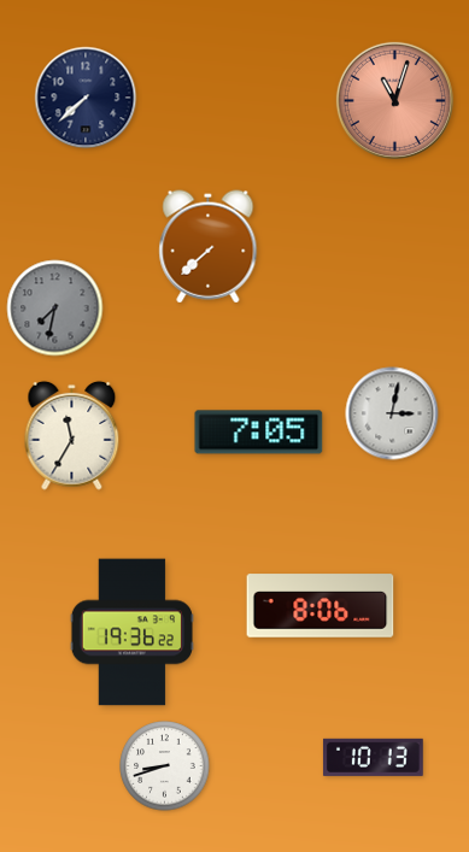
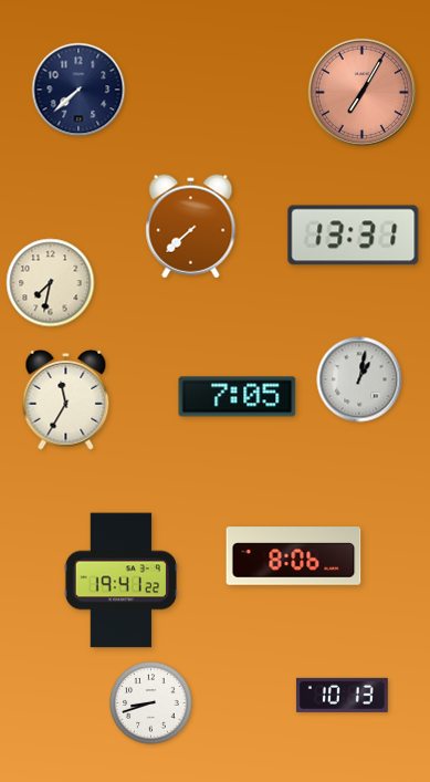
clock at (394, 100): 11:03 -> 7:05
clock at (354, 236): none -> 13:31
clock at (55, 309) dial: grey -> cream
clock at (392, 413): 3:02 -> 1:02
clock at (131, 633): 19:36 -> 19:41
